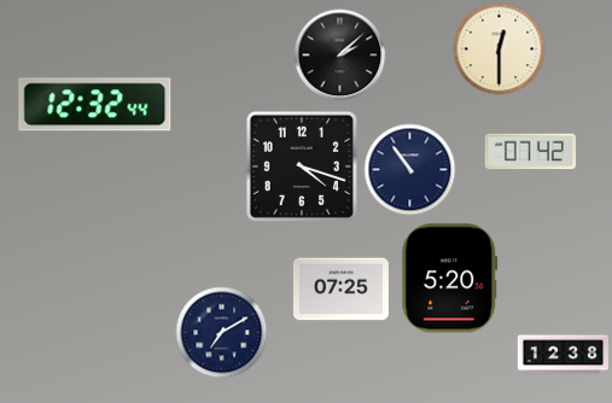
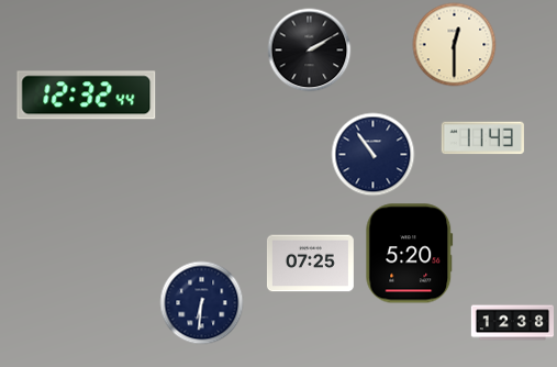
clock at (340, 56): 2:08 -> 2:10
clock at (530, 152): 07:42 -> 11:43
clock at (302, 167): 4:18 -> none
clock at (222, 333): 7:10 -> 6:31
